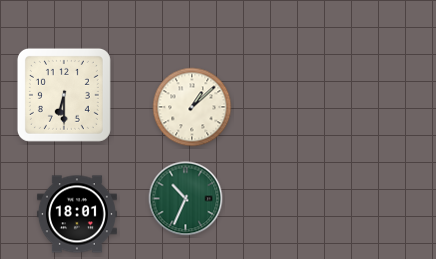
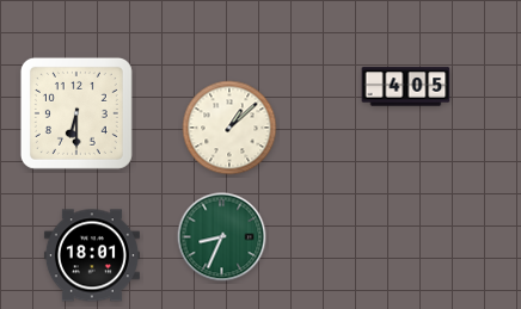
clock at (406, 87): none -> 4:05
clock at (186, 199): 10:34 -> 8:34
